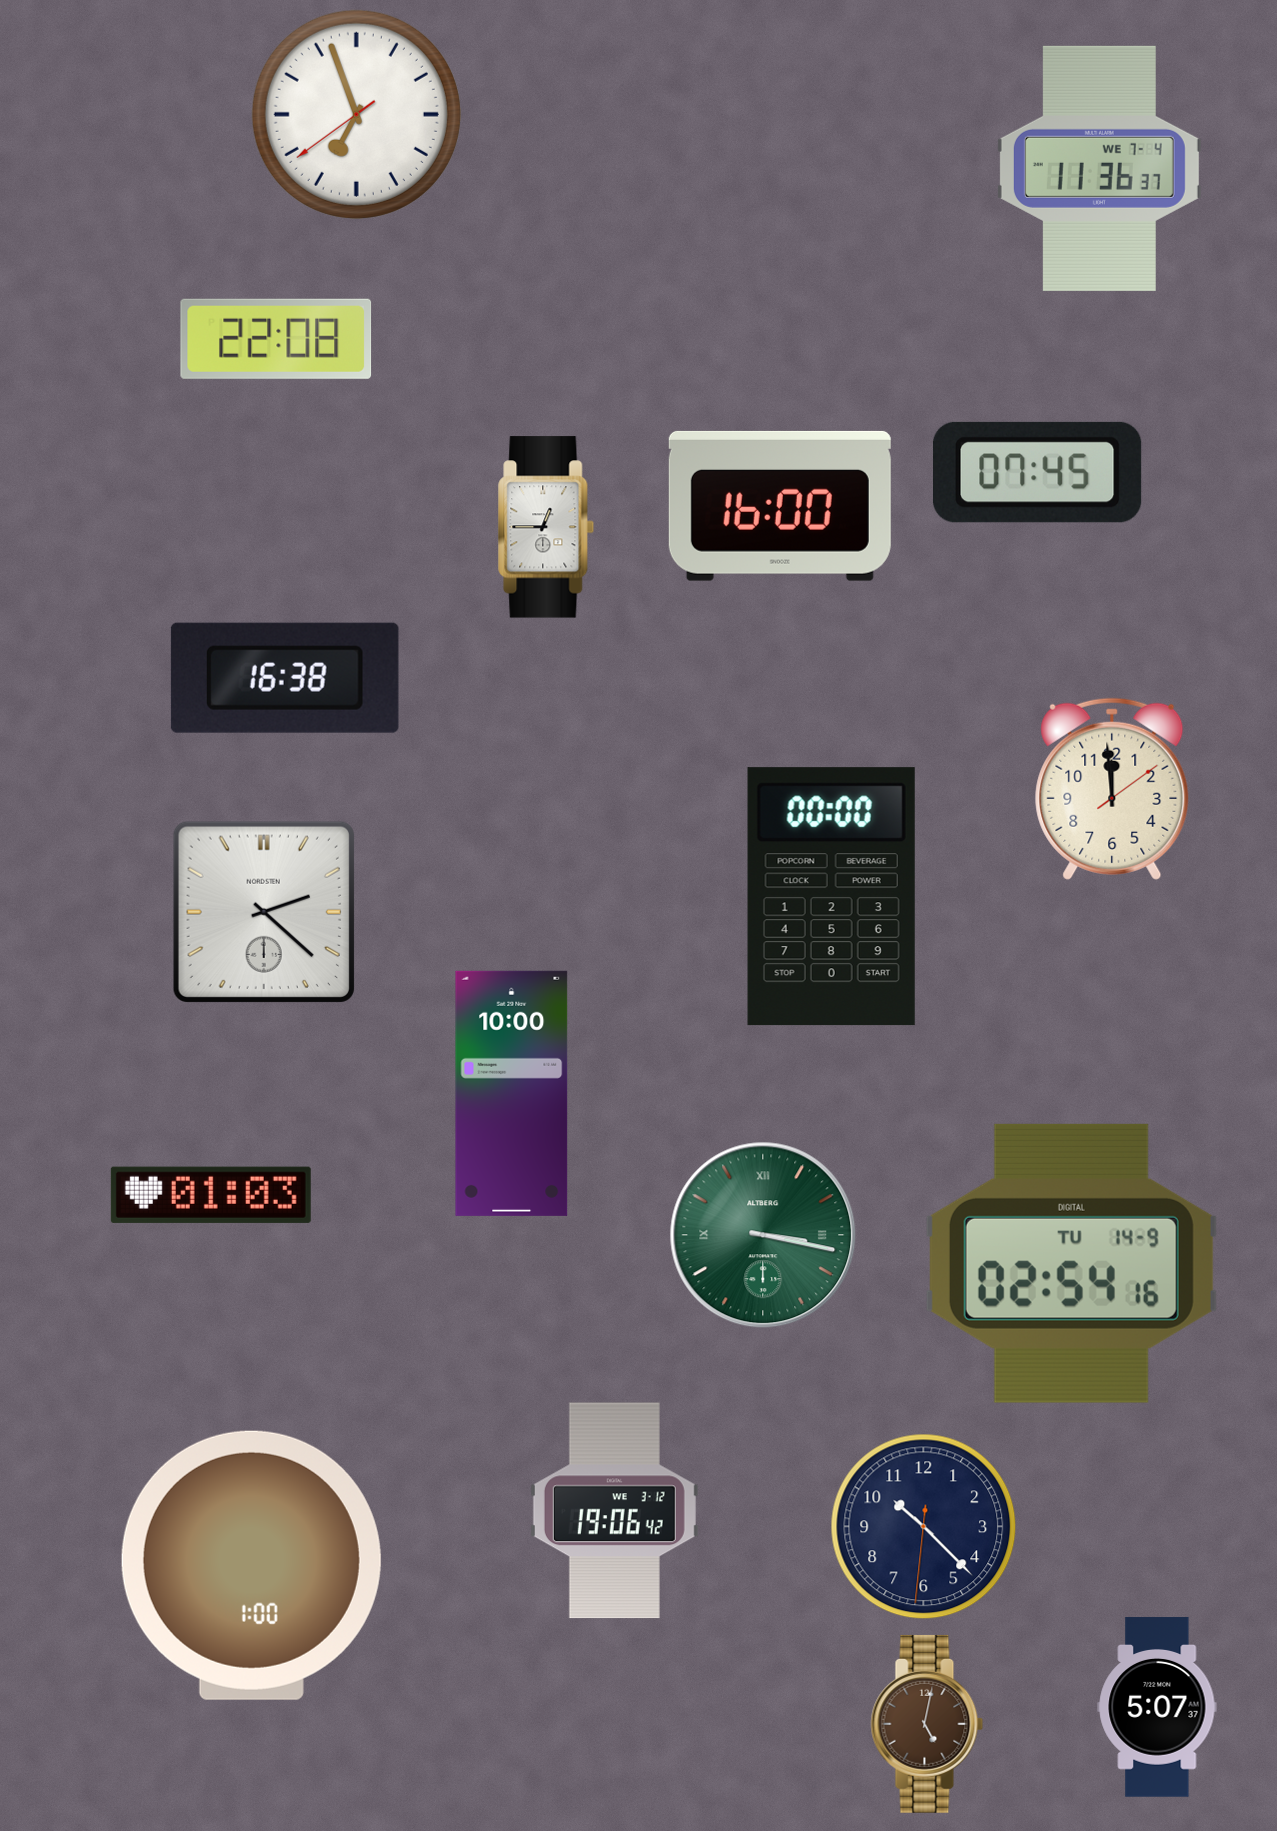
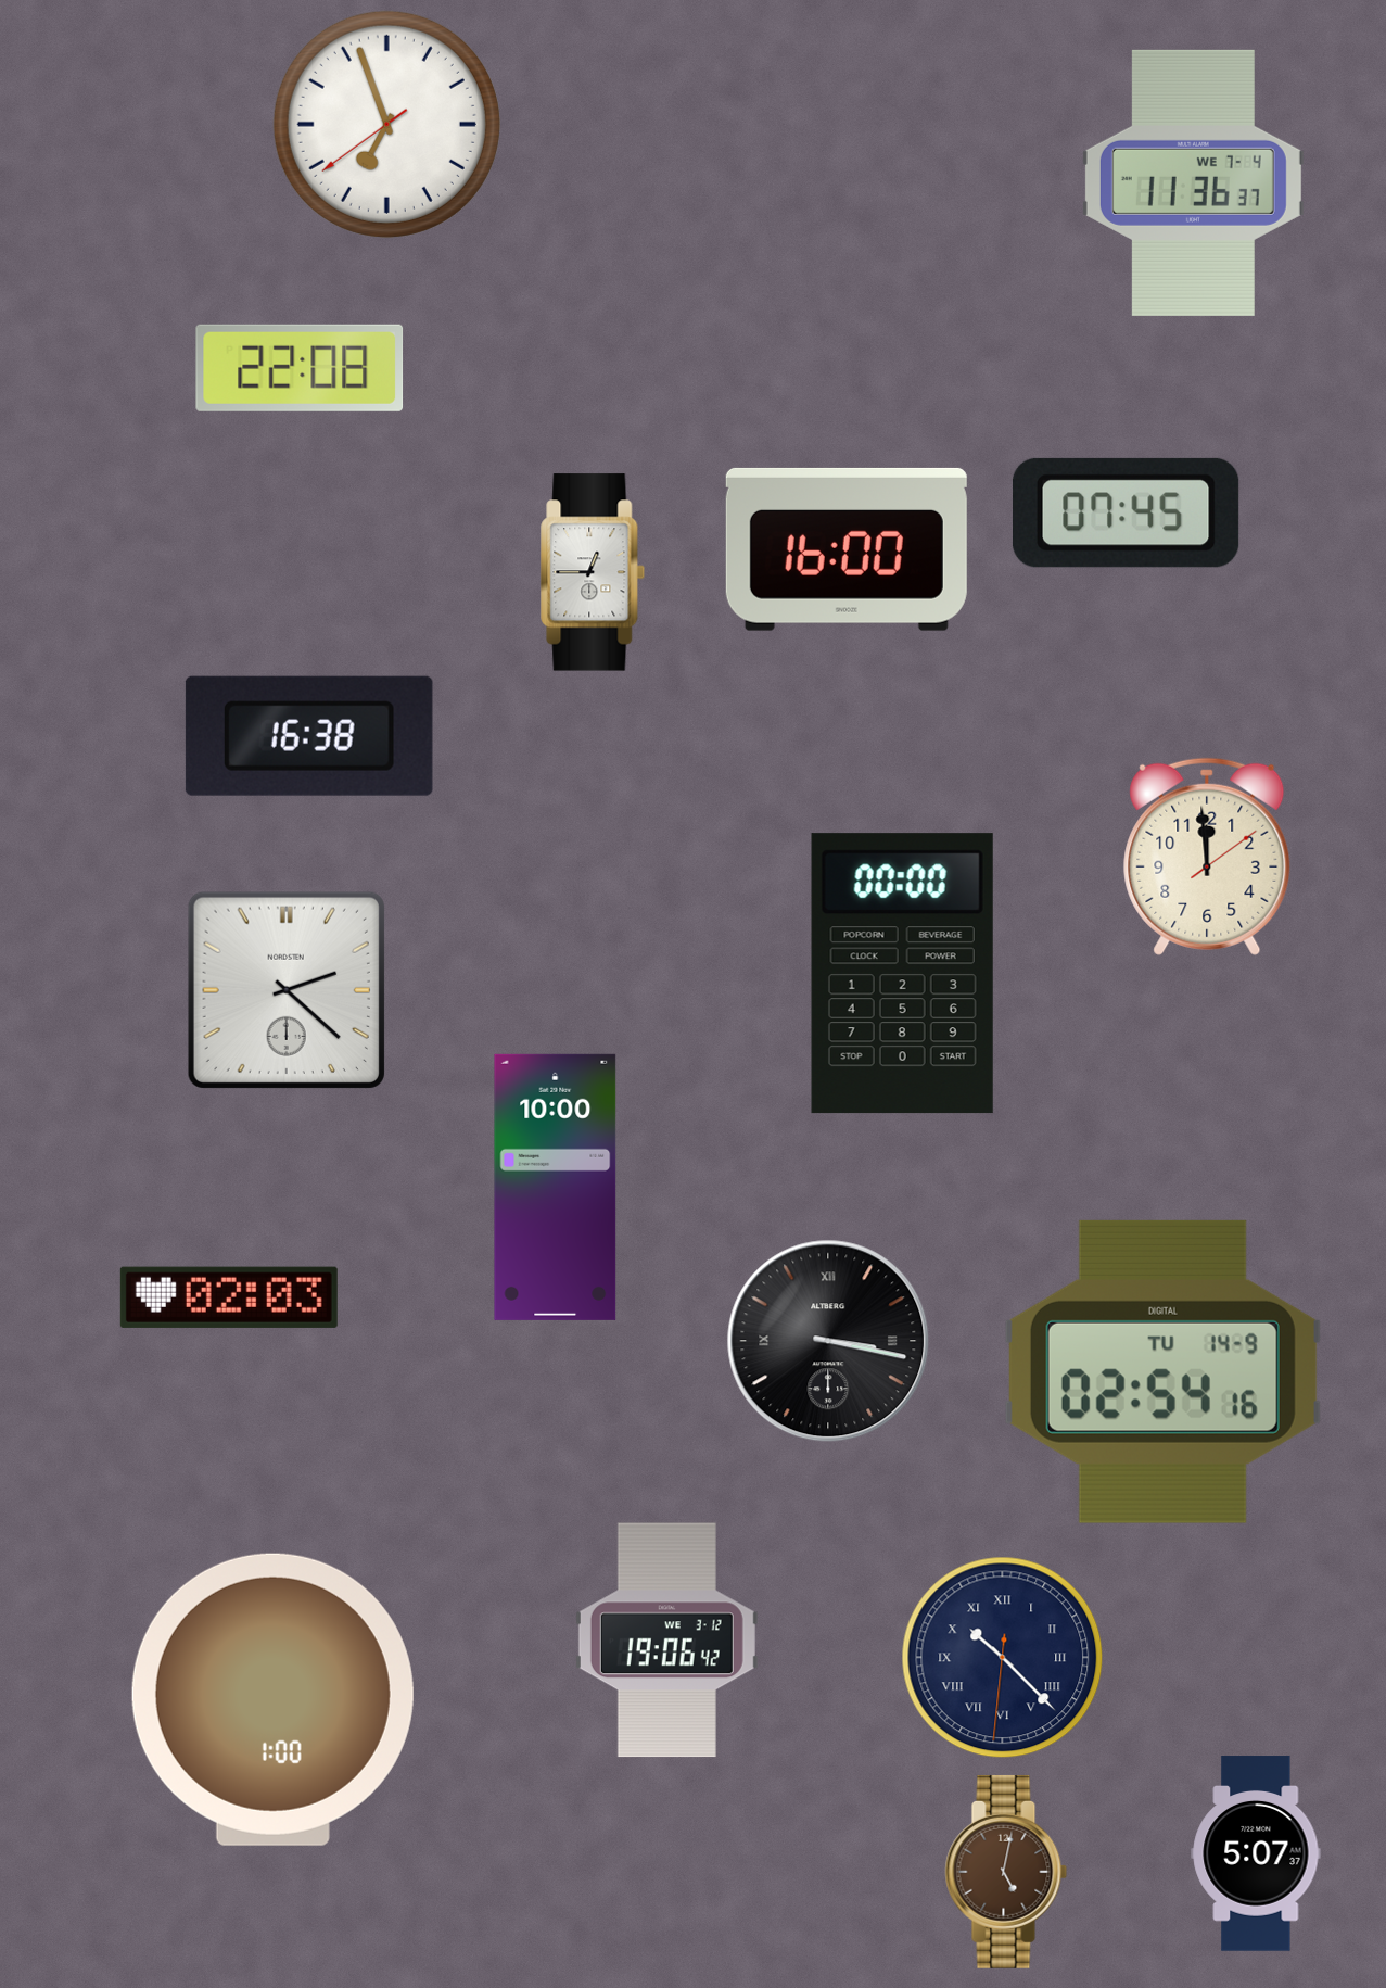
clock at (211, 1195): 01:03 -> 02:03
clock at (763, 1235) dial: green -> black
clock at (924, 1527) numerals: Arabic -> Roman
